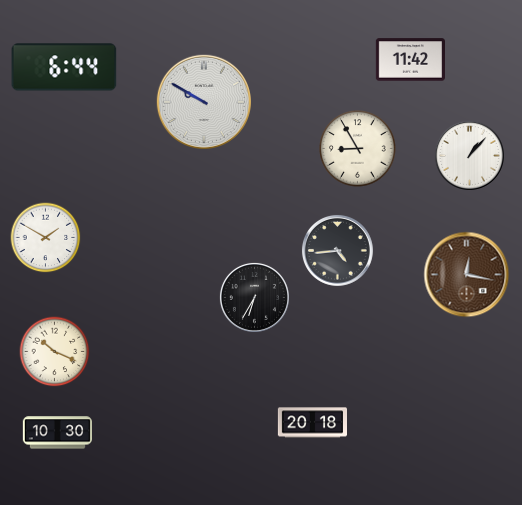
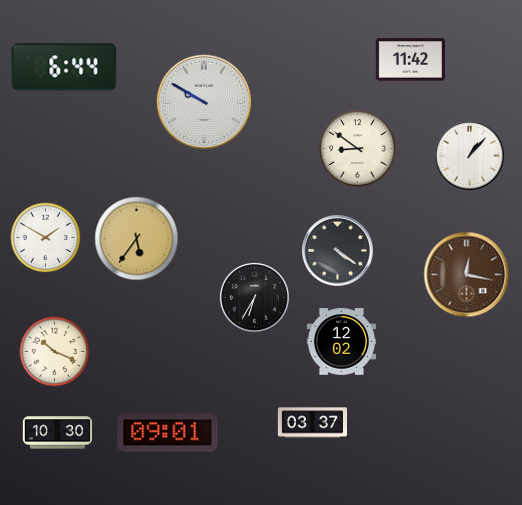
clock at (358, 149): 8:55 -> 8:51
clock at (137, 239): none -> 5:36
clock at (337, 251): 4:44 -> 4:21
clock at (341, 342): none -> 12:02
clock at (312, 423): 20:18 -> 03:37
clock at (168, 433): none -> 09:01
